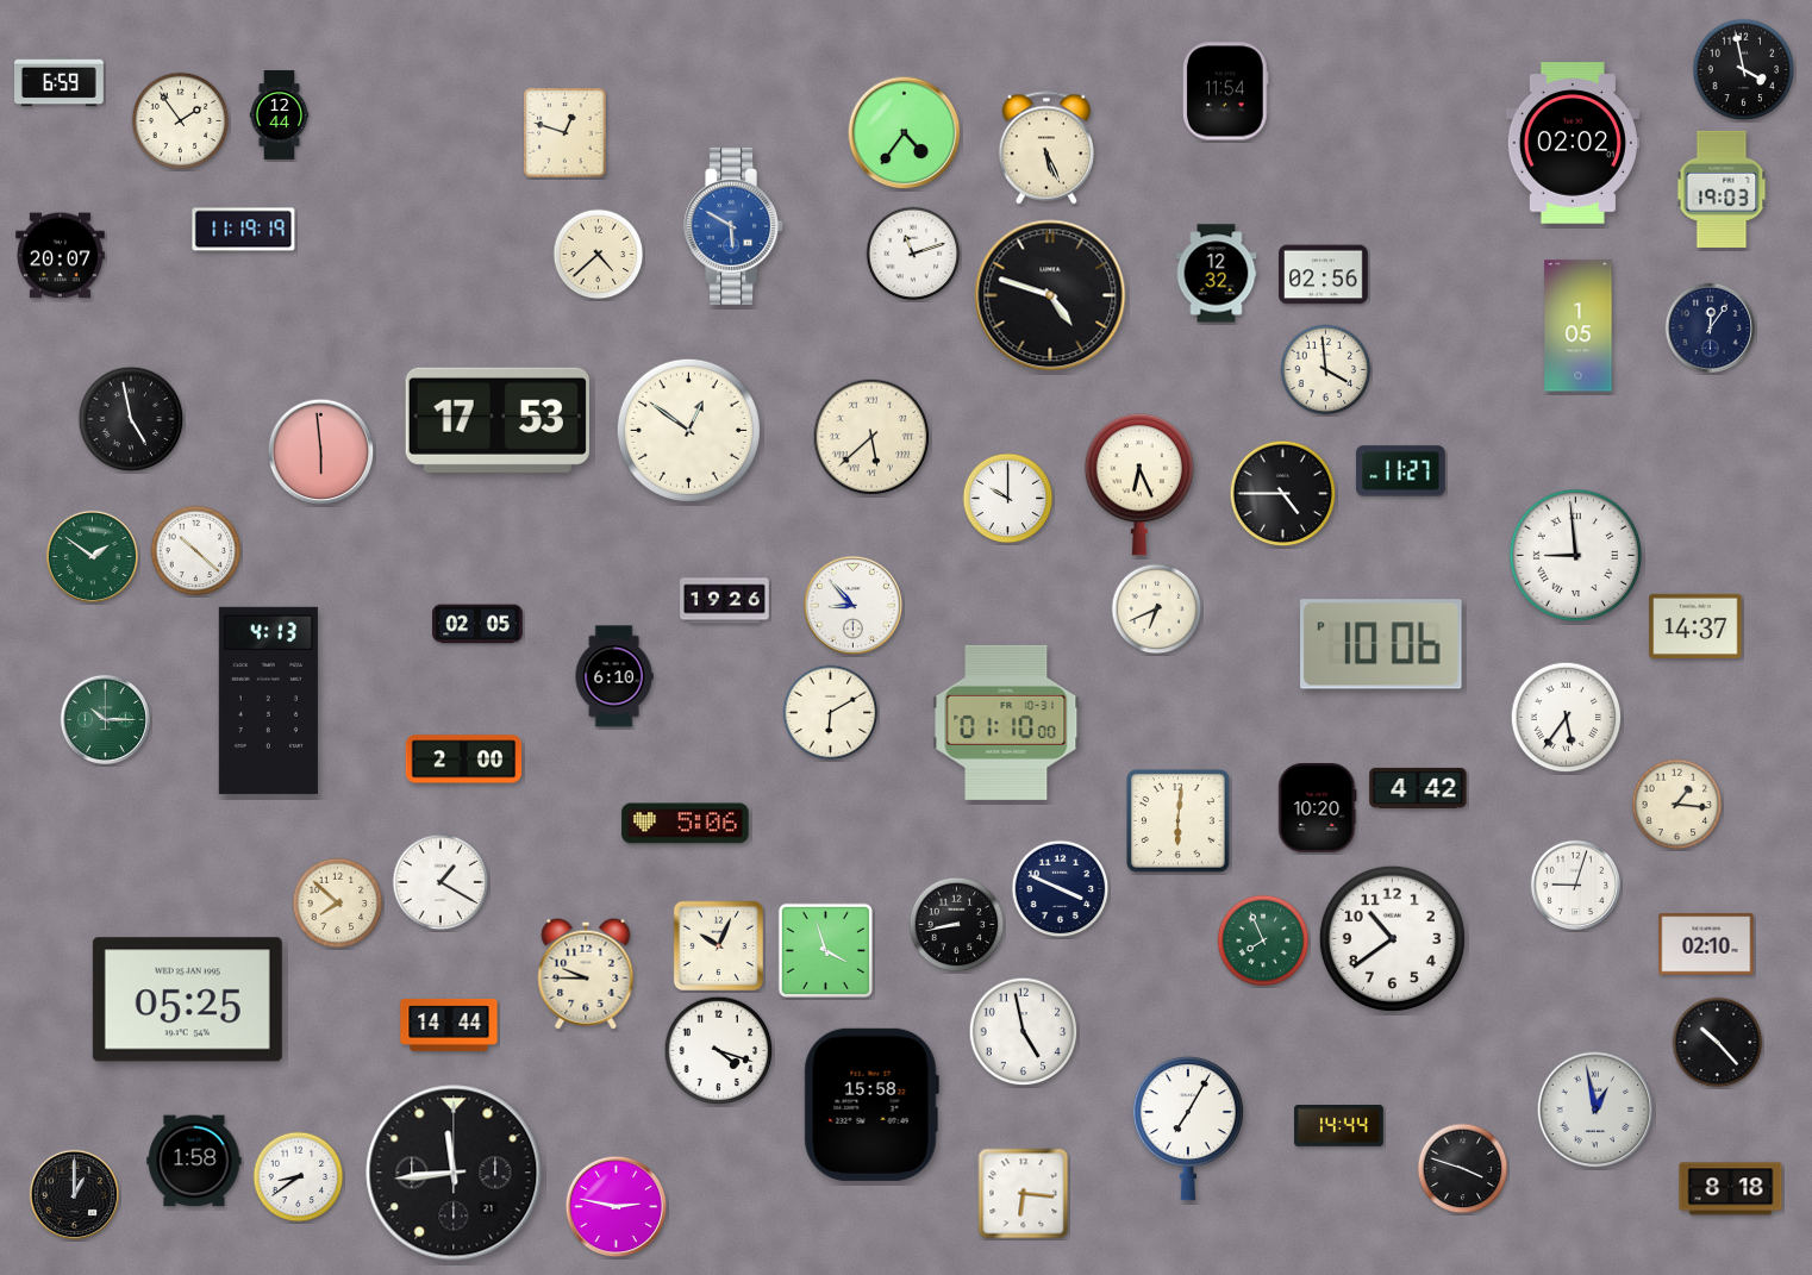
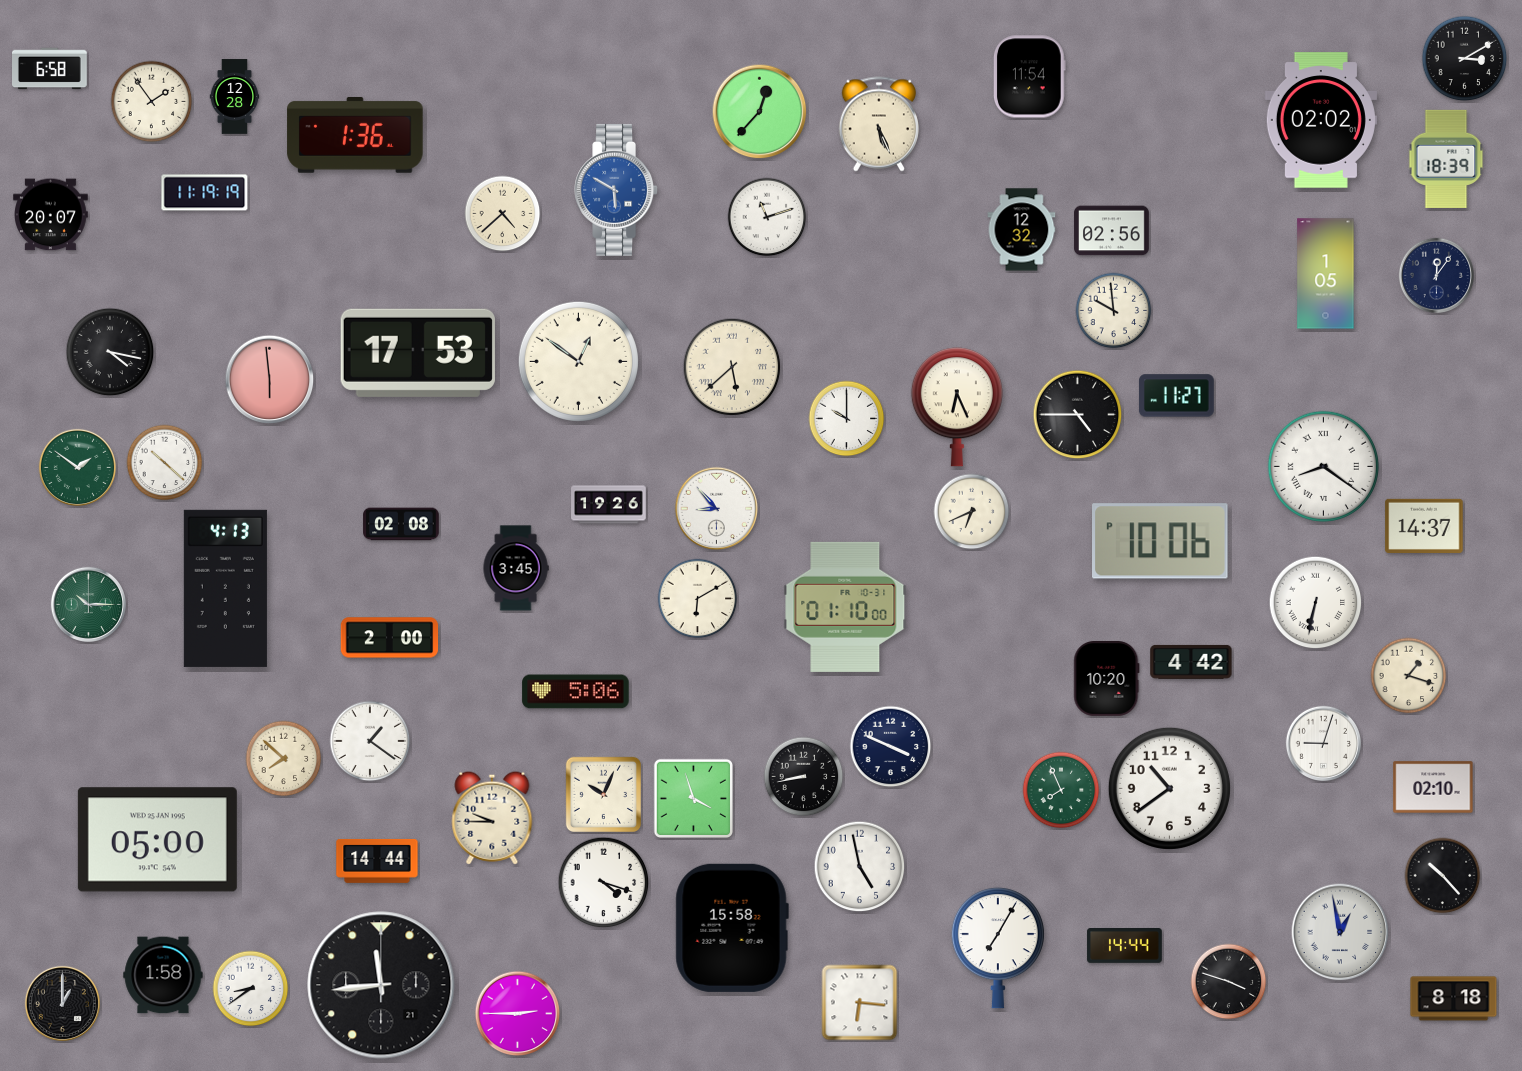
clock at (1744, 70): 3:58 -> 3:10
clock at (60, 82): 6:59 -> 6:58
clock at (280, 115): 12:44 -> 12:28
clock at (566, 133): 12:48 -> none
clock at (905, 133): 4:36 -> 12:37
clock at (355, 136): none -> 1:36
clock at (1722, 189): 19:03 -> 18:39
clock at (913, 254) position: (913, 254) -> (767, 217)
clock at (1050, 295): 4:48 -> none
clock at (1326, 370): 3:59 -> 9:59
clock at (131, 419): 4:58 -> 4:17
clock at (1575, 555): 8:59 -> 8:21
clock at (477, 624): 02:05 -> 02:08
clock at (614, 676): 6:10 -> 3:45
clock at (1567, 718): 5:36 -> 6:32
clock at (1677, 805): 1:16 -> 1:18
clock at (1179, 821): 6:01 -> none
clock at (440, 882): 1:20 -> 1:21
clock at (1706, 944) position: (1706, 944) -> (1433, 787)
clock at (187, 1000): 05:25 -> 05:00
clock at (617, 1207): 2:47 -> 2:45
